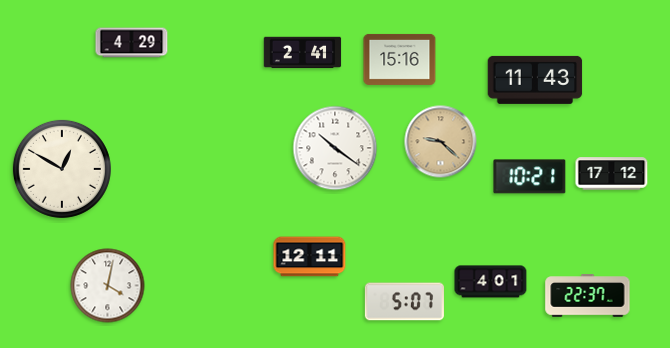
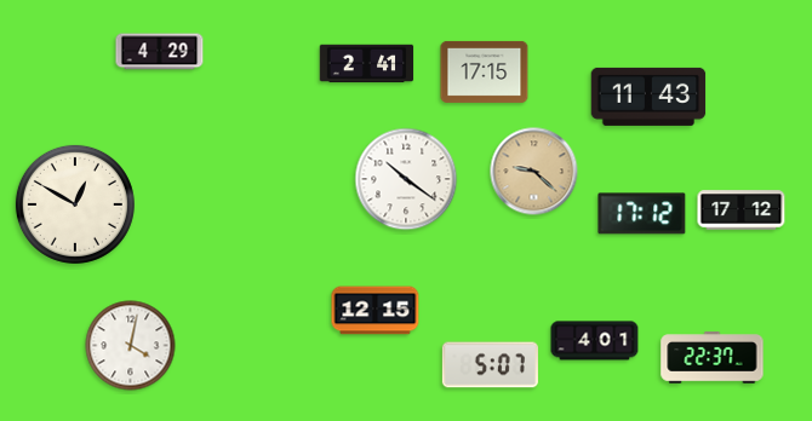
clock at (400, 59): 15:16 -> 17:15
clock at (530, 177): 10:21 -> 17:12
clock at (310, 257): 12:11 -> 12:15
